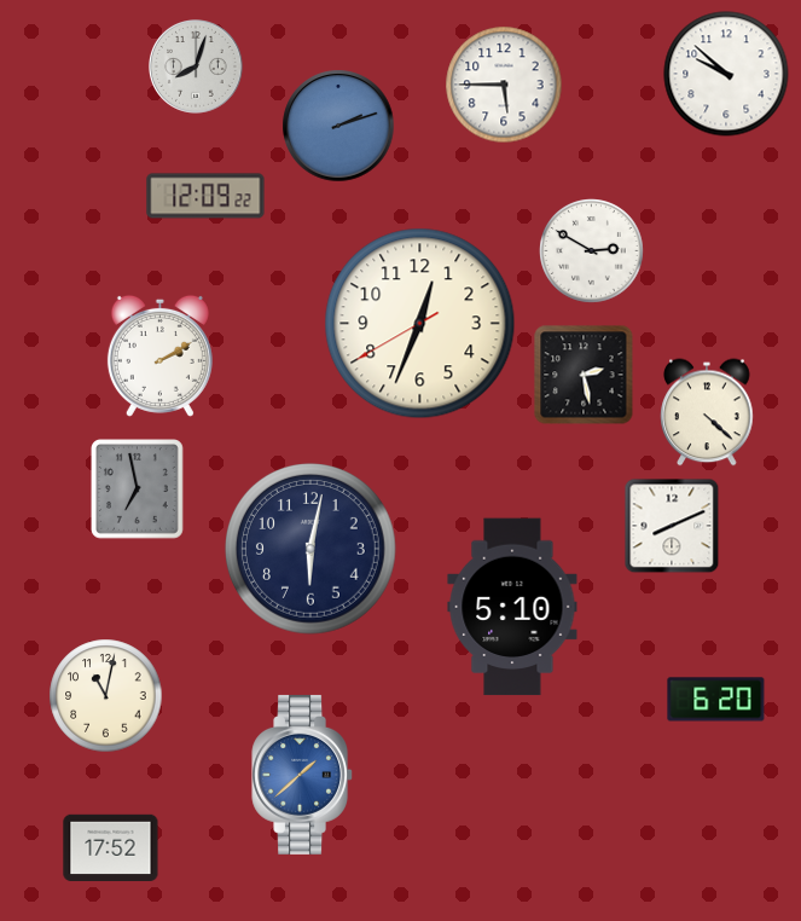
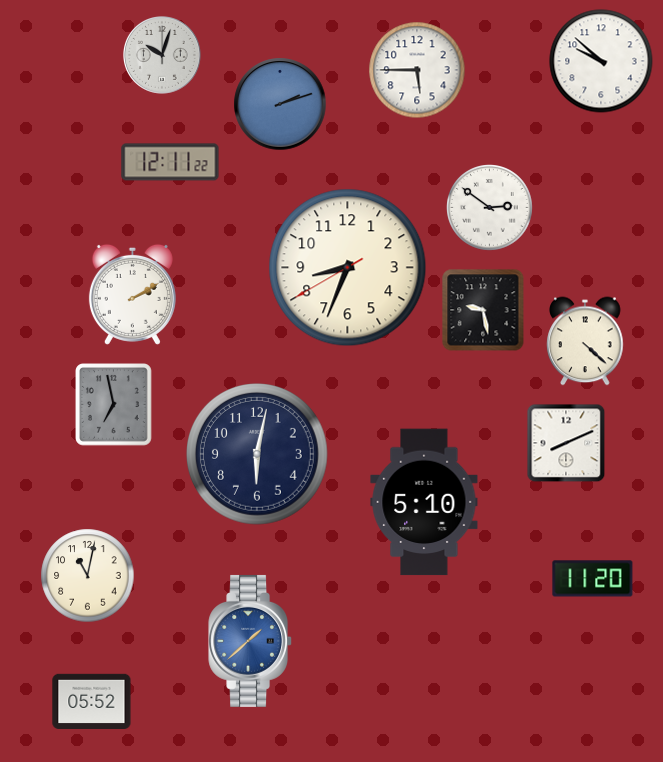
clock at (197, 68): 8:03 -> 10:03
clock at (205, 196): 12:09 -> 12:11
clock at (592, 251): 2:50 -> 2:51
clock at (420, 324): 12:33 -> 8:33
clock at (584, 375): 2:28 -> 9:28
clock at (672, 526) position: (672, 526) -> (566, 443)
clock at (716, 700): 6:20 -> 11:20
clock at (111, 847): 17:52 -> 05:52
